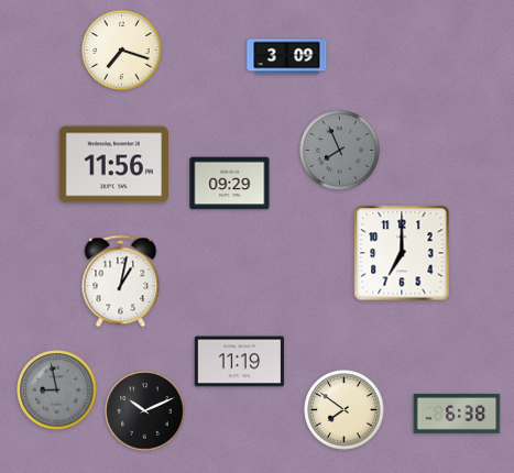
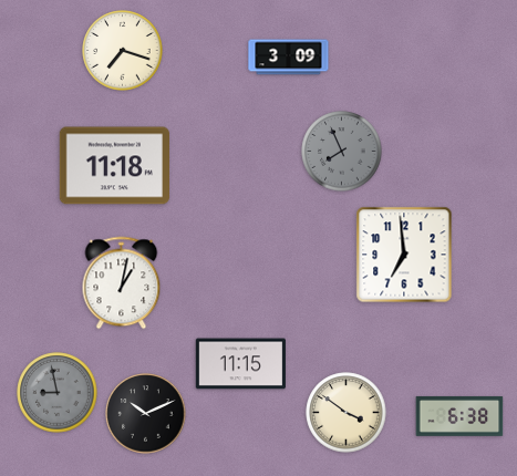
clock at (113, 165): 11:56 -> 11:18
clock at (230, 184): 09:29 -> none
clock at (402, 253): 7:00 -> 6:59
clock at (239, 362): 11:19 -> 11:15
clock at (345, 410): 7:51 -> 3:51
